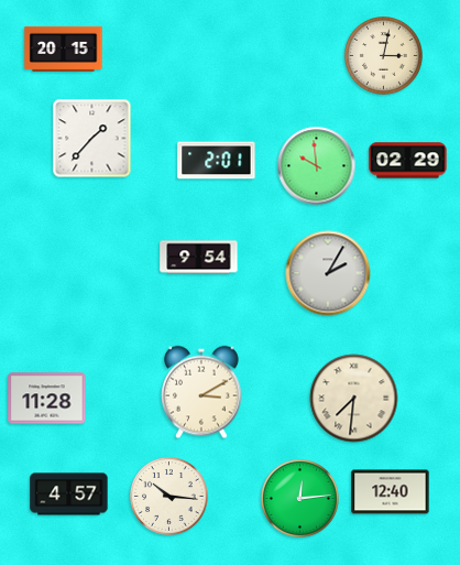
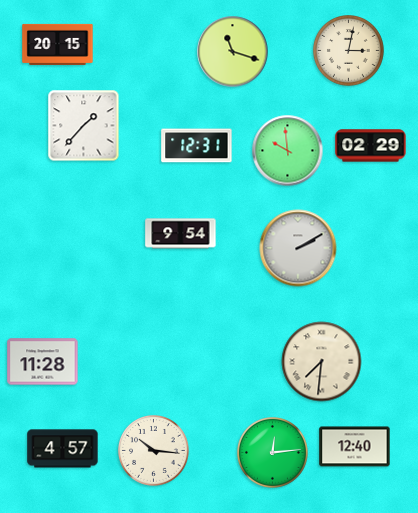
clock at (233, 52): none -> 11:18
clock at (217, 161): 2:01 -> 12:31
clock at (328, 273): 2:05 -> 2:10
clock at (201, 392): 3:10 -> none
